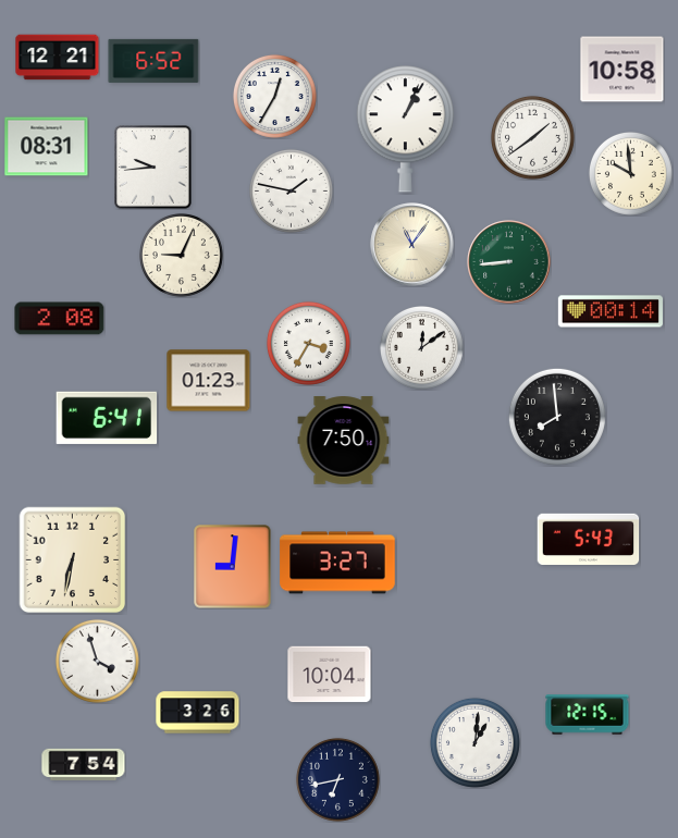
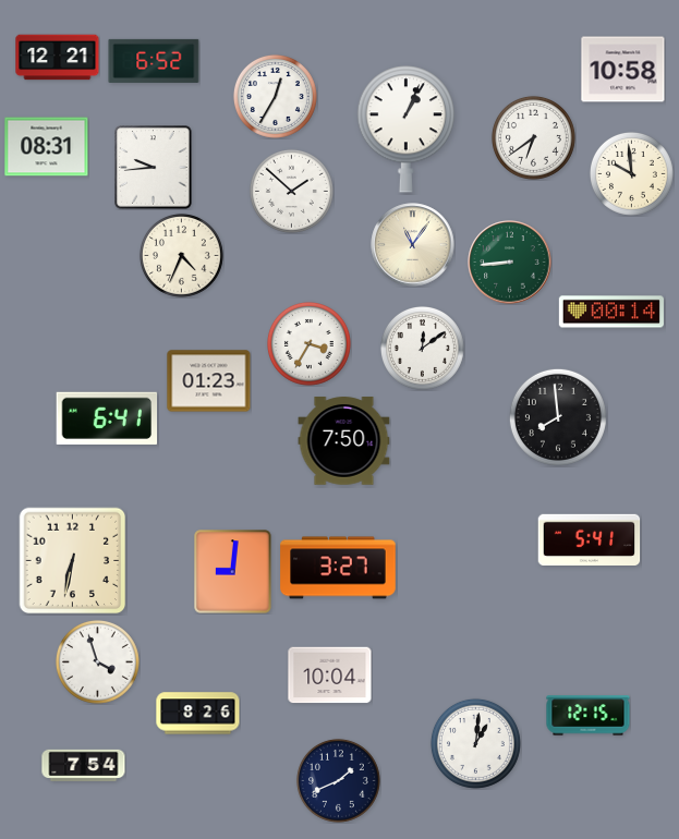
clock at (532, 137): 1:39 -> 6:39
clock at (291, 190): 1:47 -> 1:52
clock at (181, 255): 9:04 -> 4:34
clock at (60, 319): 2:08 -> none
clock at (589, 539): 5:43 -> 5:41
clock at (337, 563) position: (337, 563) -> (338, 568)
clock at (233, 567) position: (233, 567) -> (233, 572)
clock at (198, 713): 3:26 -> 8:26
clock at (337, 779): 6:43 -> 1:41
